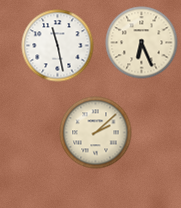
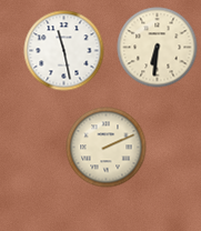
clock at (142, 43): 6:26 -> 6:31
clock at (96, 133): 2:08 -> 2:11
